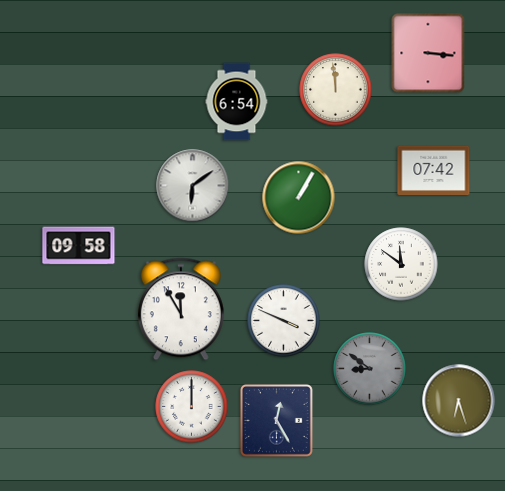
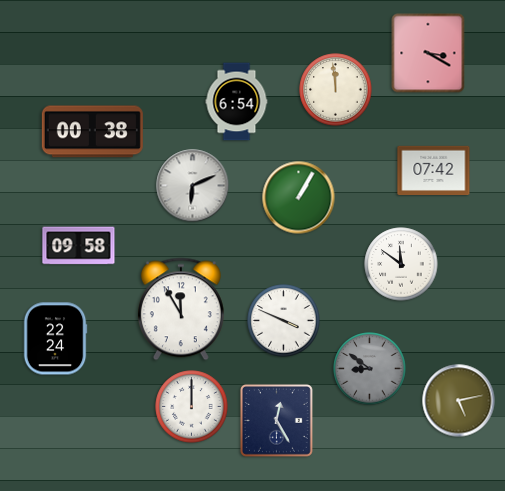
clock at (428, 53): 3:16 -> 3:20
clock at (92, 132): none -> 00:38
clock at (193, 186): 6:09 -> 6:11
clock at (55, 339): none -> 22:24
clock at (459, 401): 6:27 -> 5:13
